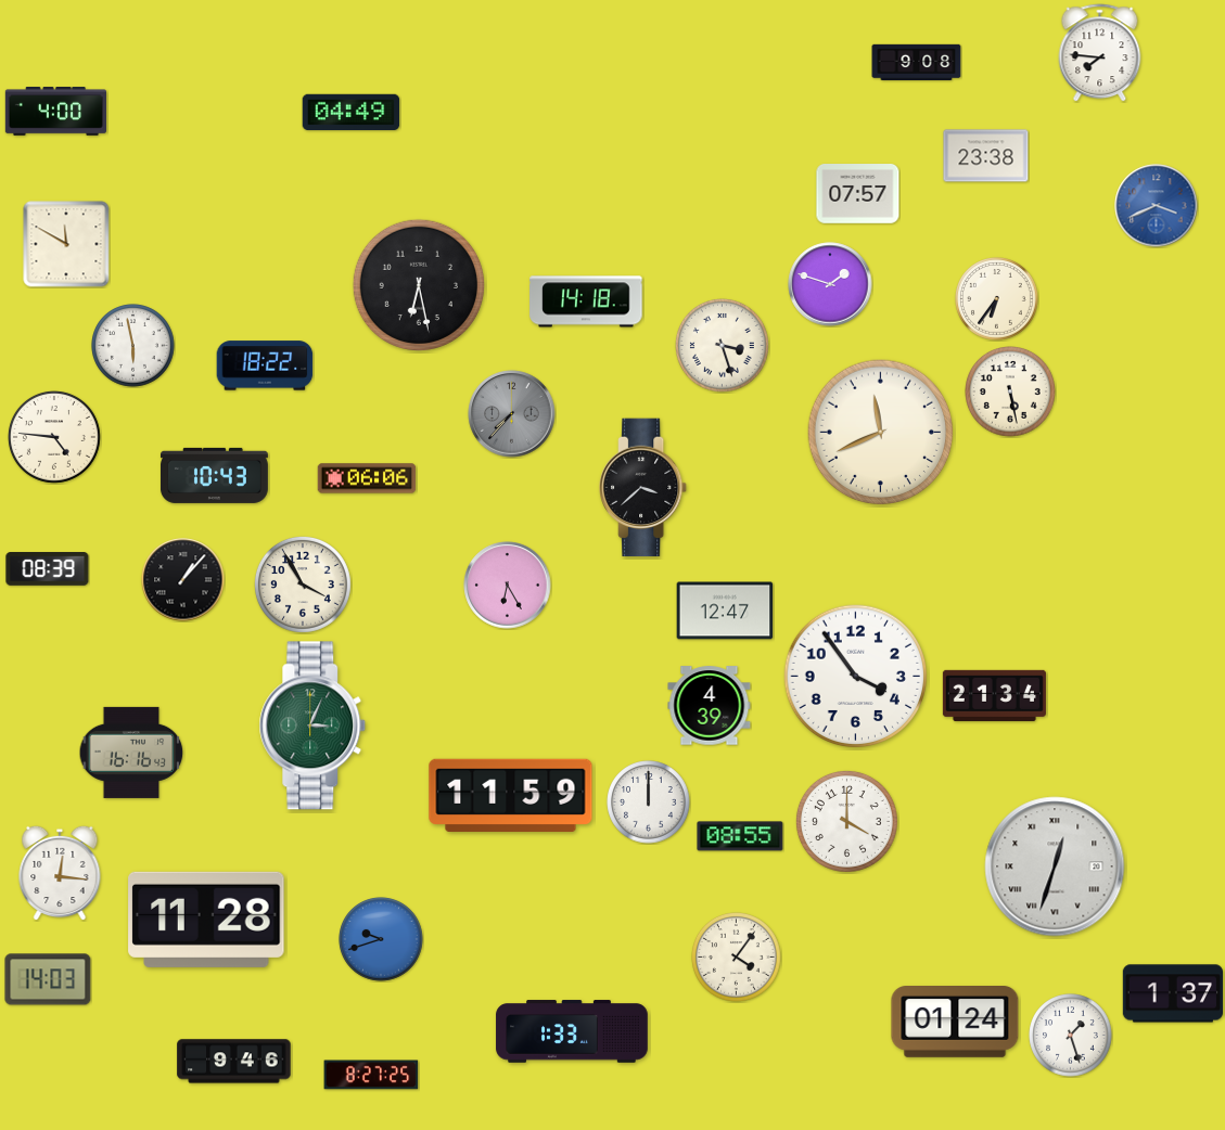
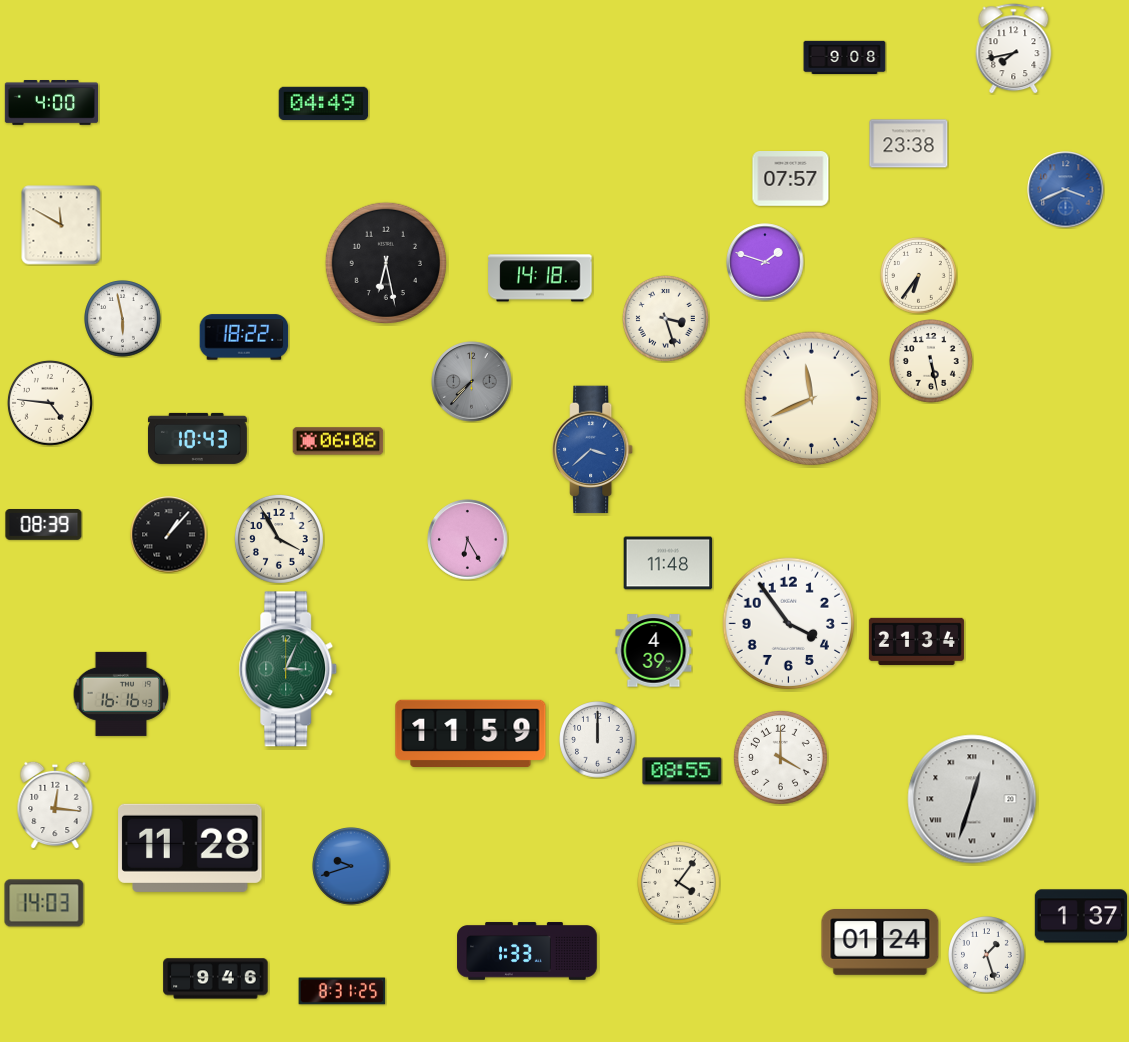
clock at (1100, 53): 7:46 -> 7:43
clock at (643, 488) dial: black -> blue
clock at (725, 611): 12:47 -> 11:48
clock at (371, 1075): 8:27 -> 8:31
